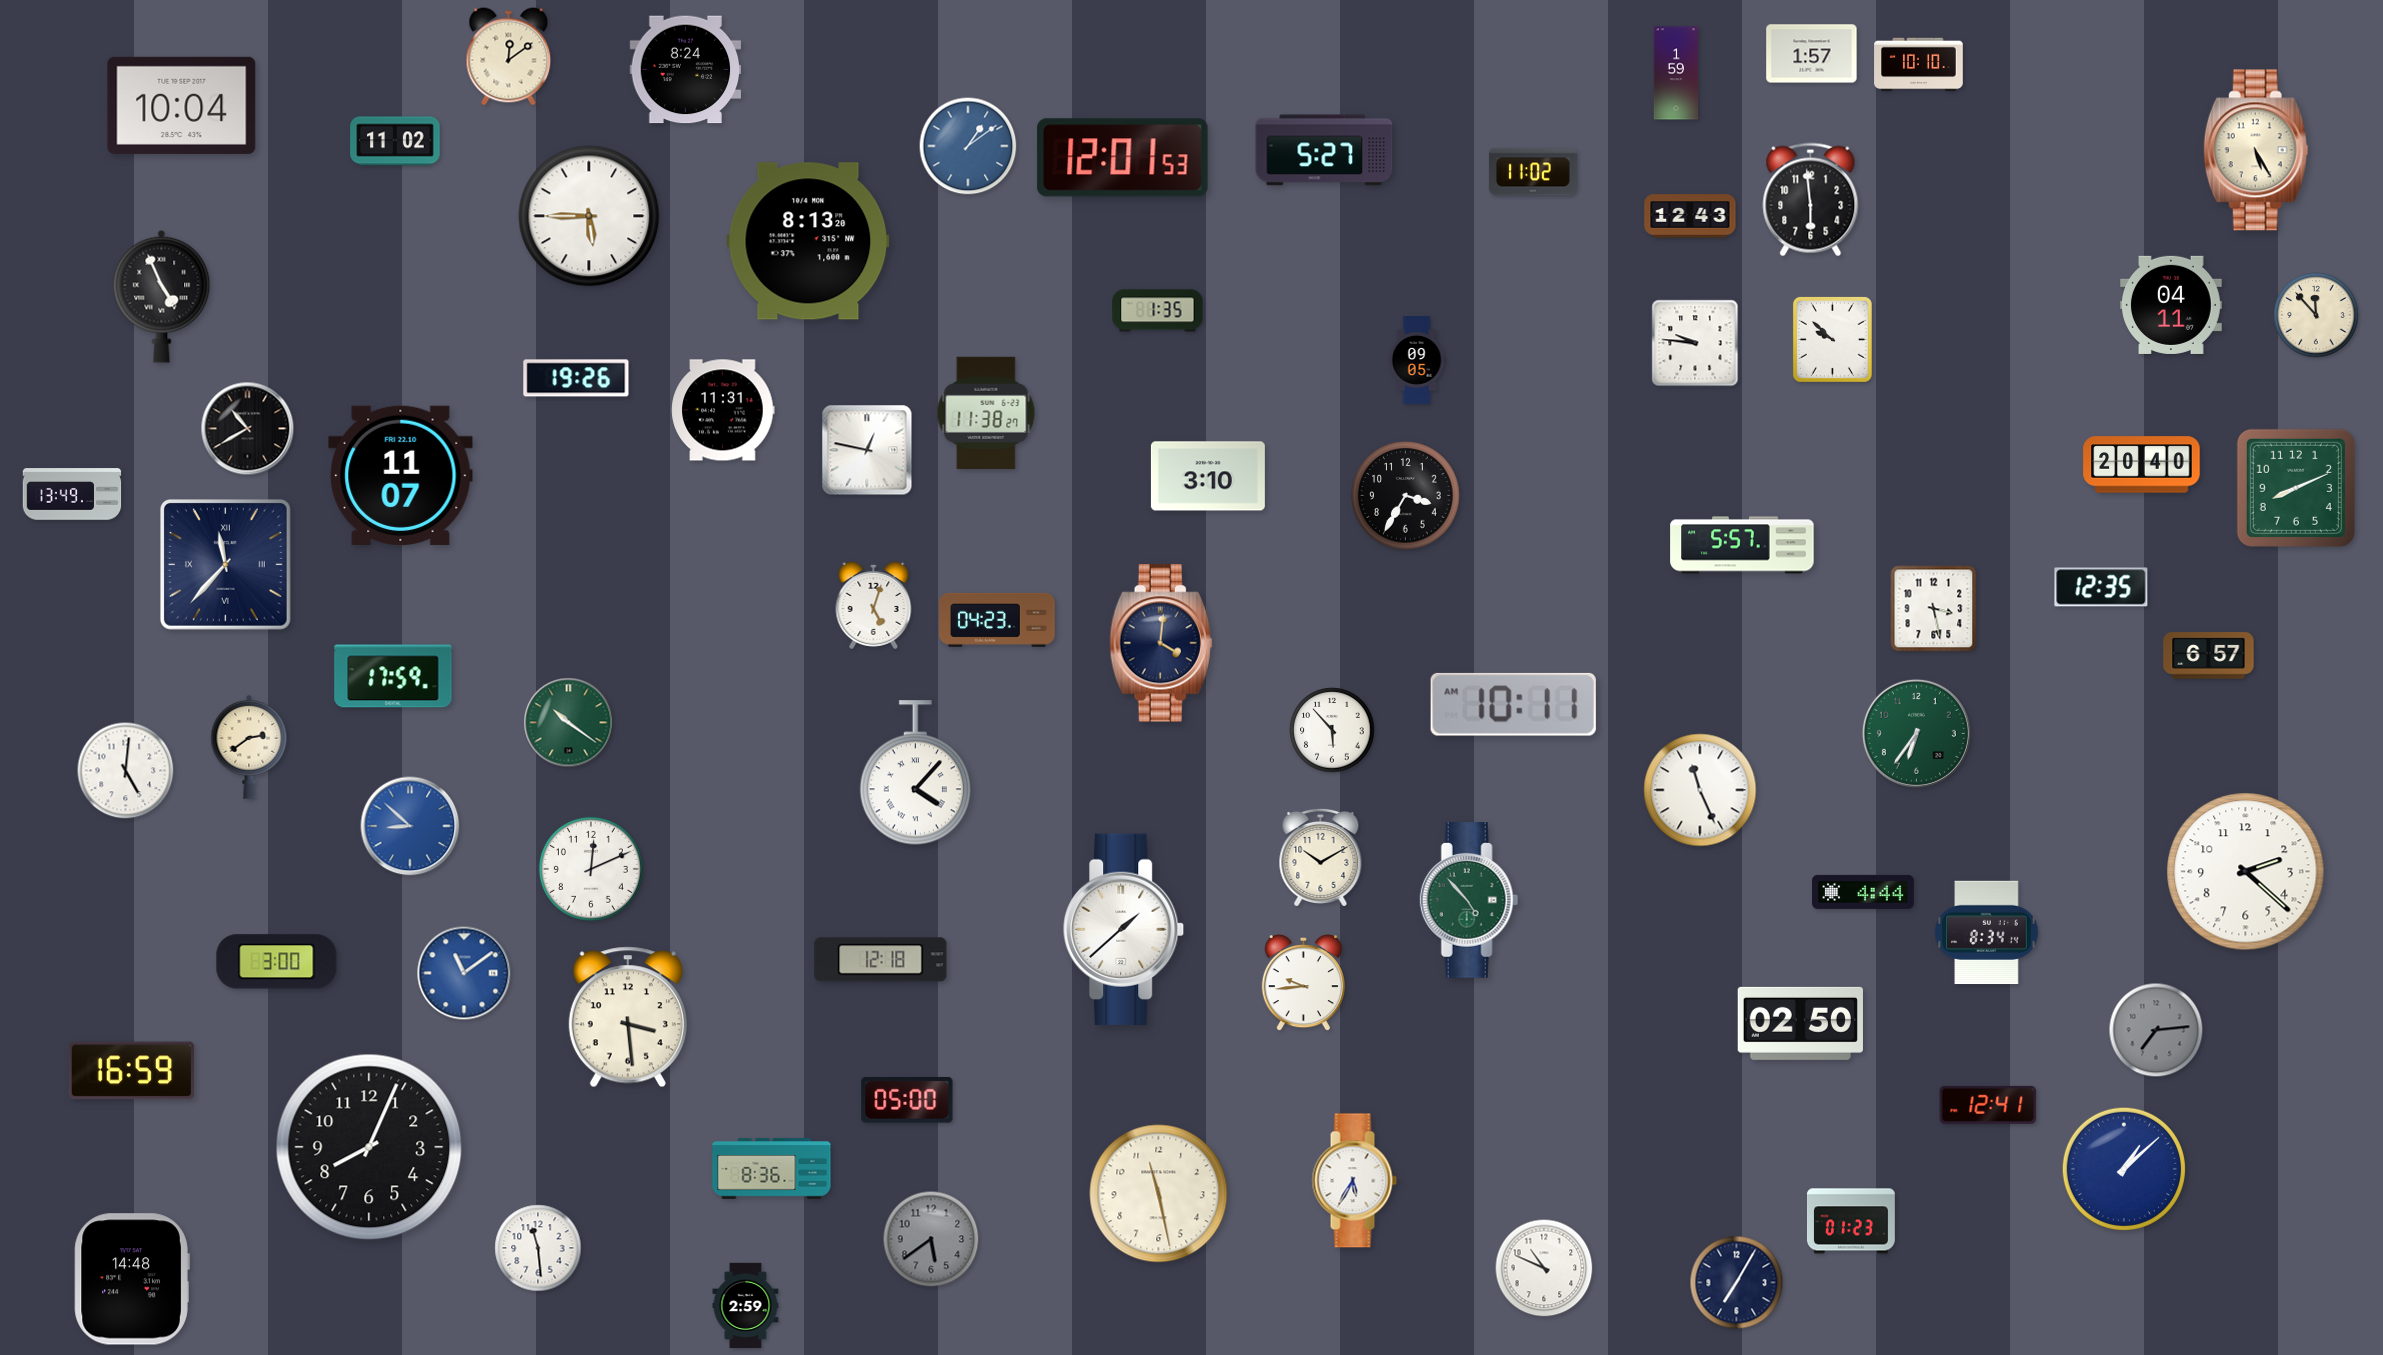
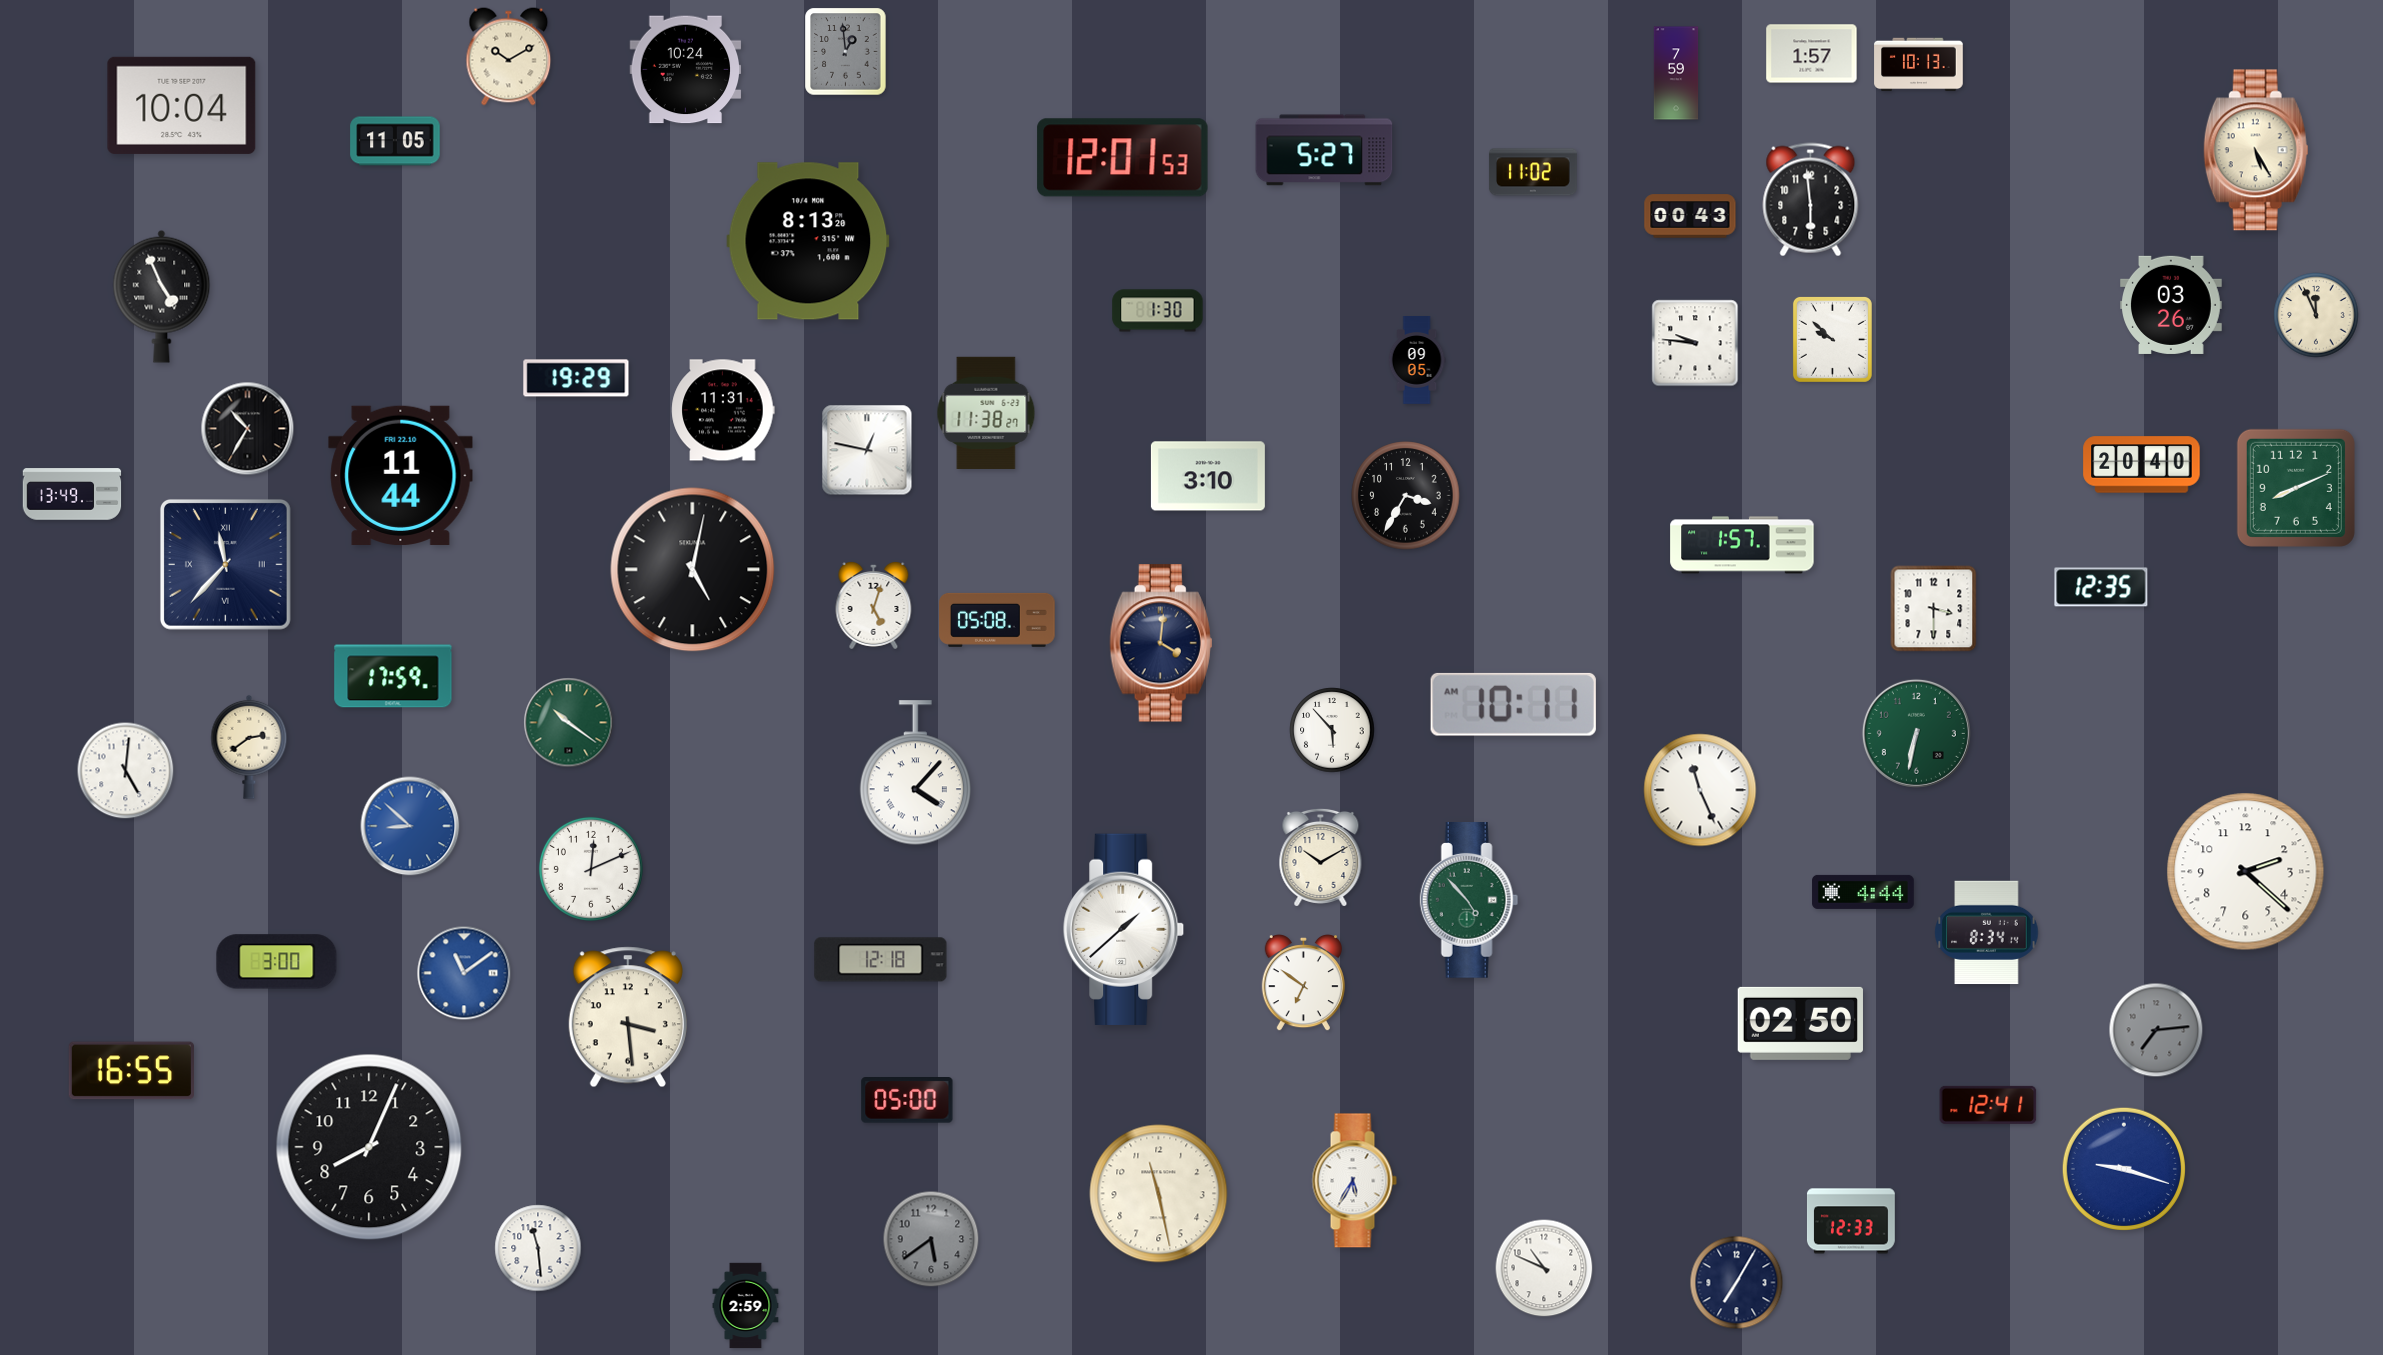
clock at (846, 52): none -> 12:59
clock at (509, 57): 12:09 -> 10:10
clock at (1919, 65): 10:10 -> 10:13
clock at (686, 70): 8:24 -> 10:24
clock at (1676, 73): 1:59 -> 7:59
clock at (395, 141): 11:02 -> 11:05
clock at (968, 146): 1:09 -> none
clock at (589, 216): 5:45 -> none
clock at (1690, 216): 12:43 -> 00:43
clock at (2172, 305): 04:11 -> 03:26
clock at (1158, 311): 1:35 -> 1:30
clock at (2316, 315): 11:53 -> 11:56
clock at (576, 378): 19:26 -> 19:29
clock at (248, 429): 10:40 -> 10:35
clock at (401, 475): 11:07 -> 11:44
clock at (1742, 545): 5:57 -> 1:57
clock at (693, 570): none -> 5:02
clock at (1934, 609): 3:28 -> 3:30
clock at (997, 620): 04:23 -> 05:08
clock at (2209, 656): 6:57 -> none
clock at (1916, 733): 6:36 -> 6:32
clock at (1303, 983): 9:44 -> 6:51
clock at (131, 1071): 16:59 -> 16:55
clock at (2123, 1168): 1:08 -> 9:18
clock at (772, 1169): 8:36 -> none
clock at (1851, 1221): 01:23 -> 12:33
clock at (132, 1279): 14:48 -> none
